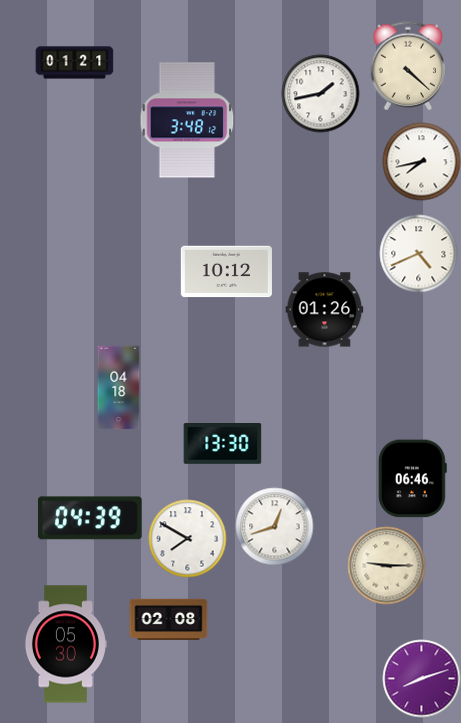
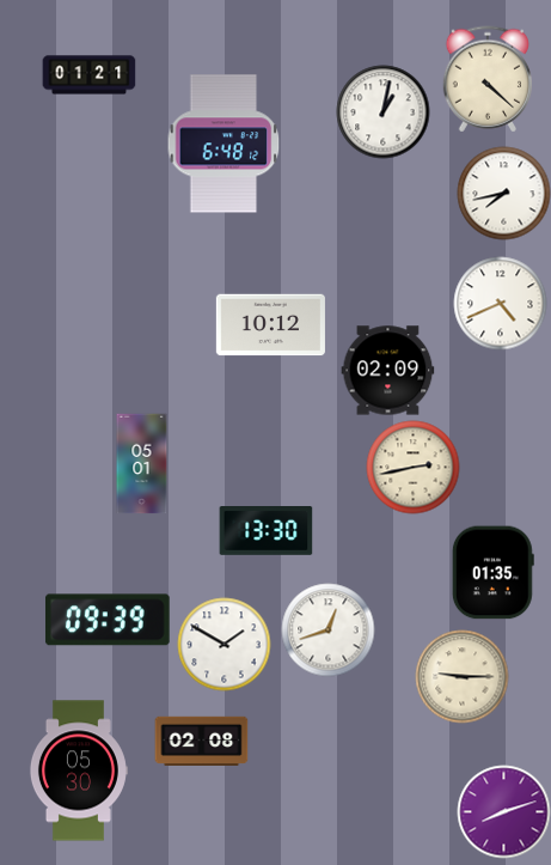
clock at (320, 93): 1:43 -> 1:02
clock at (187, 120): 3:48 -> 6:48
clock at (324, 310): 01:26 -> 02:09
clock at (119, 387): 04:18 -> 05:01
clock at (412, 467): none -> 2:43
clock at (412, 478): 06:46 -> 01:35
clock at (90, 518): 04:39 -> 09:39
clock at (187, 538): 7:50 -> 1:50
